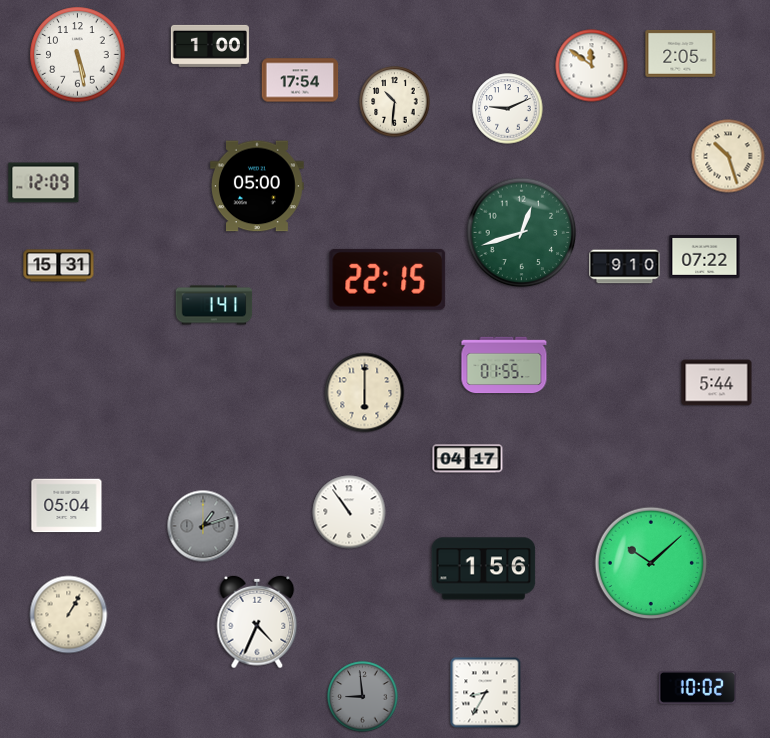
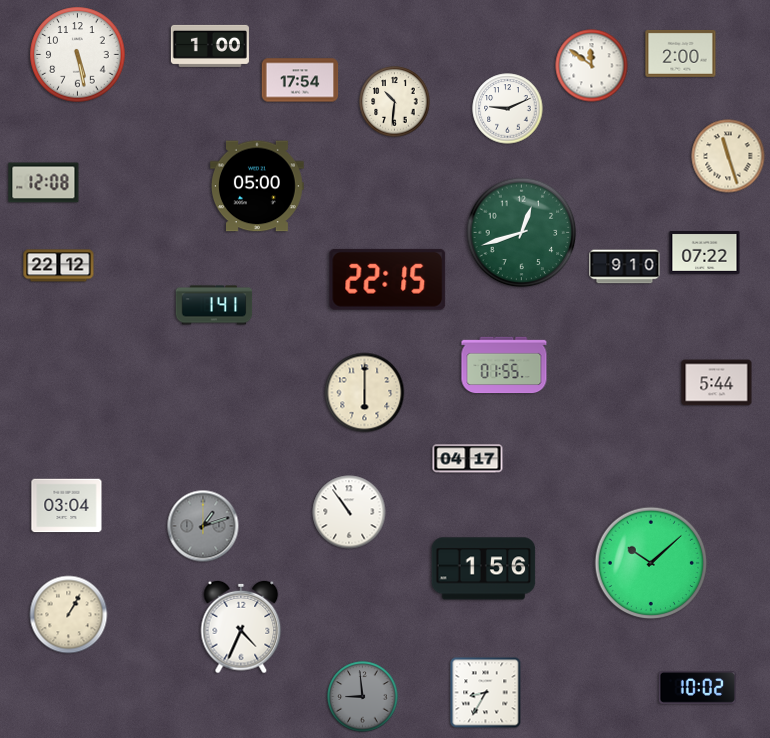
clock at (681, 53): 2:05 -> 2:00
clock at (728, 156): 10:27 -> 11:27
clock at (44, 183): 12:09 -> 12:08
clock at (705, 257) position: (705, 257) -> (705, 253)
clock at (59, 266): 15:31 -> 22:12
clock at (67, 506): 05:04 -> 03:04
clock at (257, 622) position: (257, 622) -> (241, 627)
